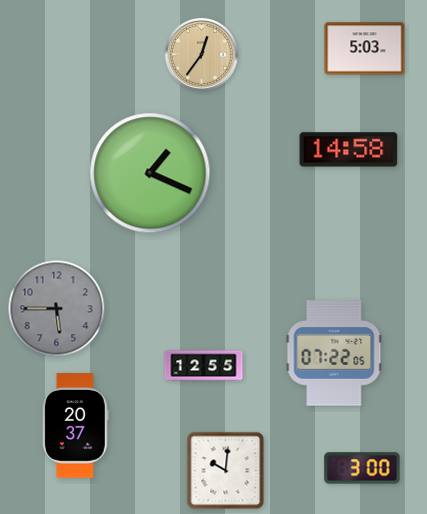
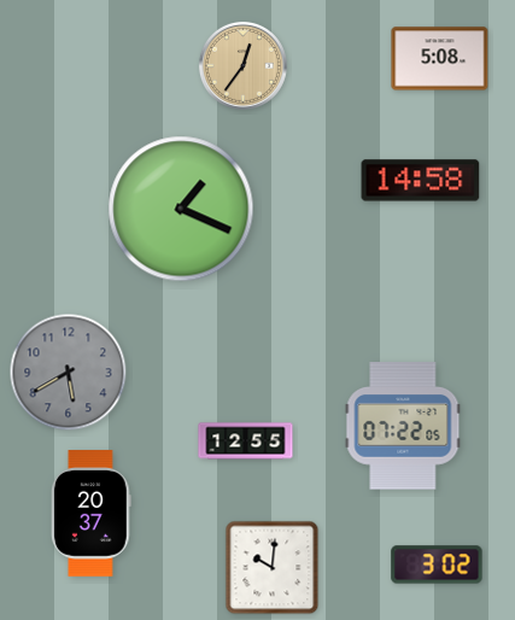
clock at (365, 49): 5:03 -> 5:08
clock at (57, 309): 5:45 -> 5:40
clock at (362, 468): 3:00 -> 3:02
